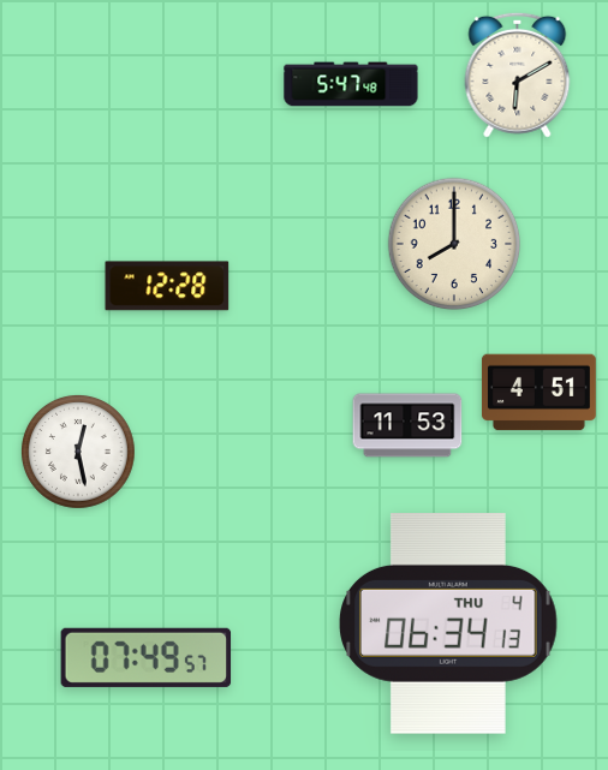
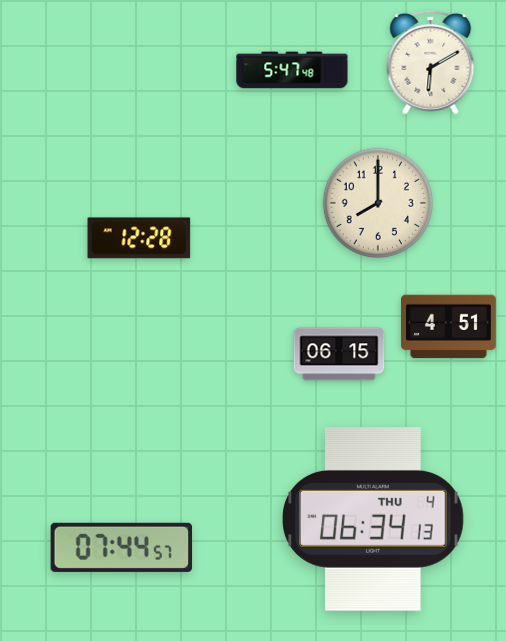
clock at (407, 425): 11:53 -> 06:15
clock at (78, 452): 12:28 -> none
clock at (147, 657): 07:49 -> 07:44
